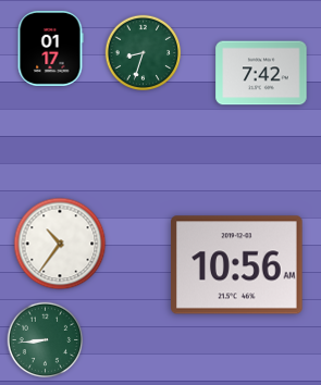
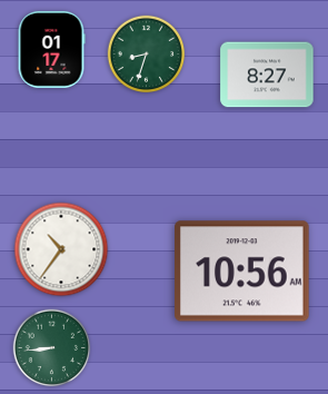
clock at (261, 73): 7:42 -> 8:27
clock at (46, 340) position: (46, 340) -> (52, 348)
